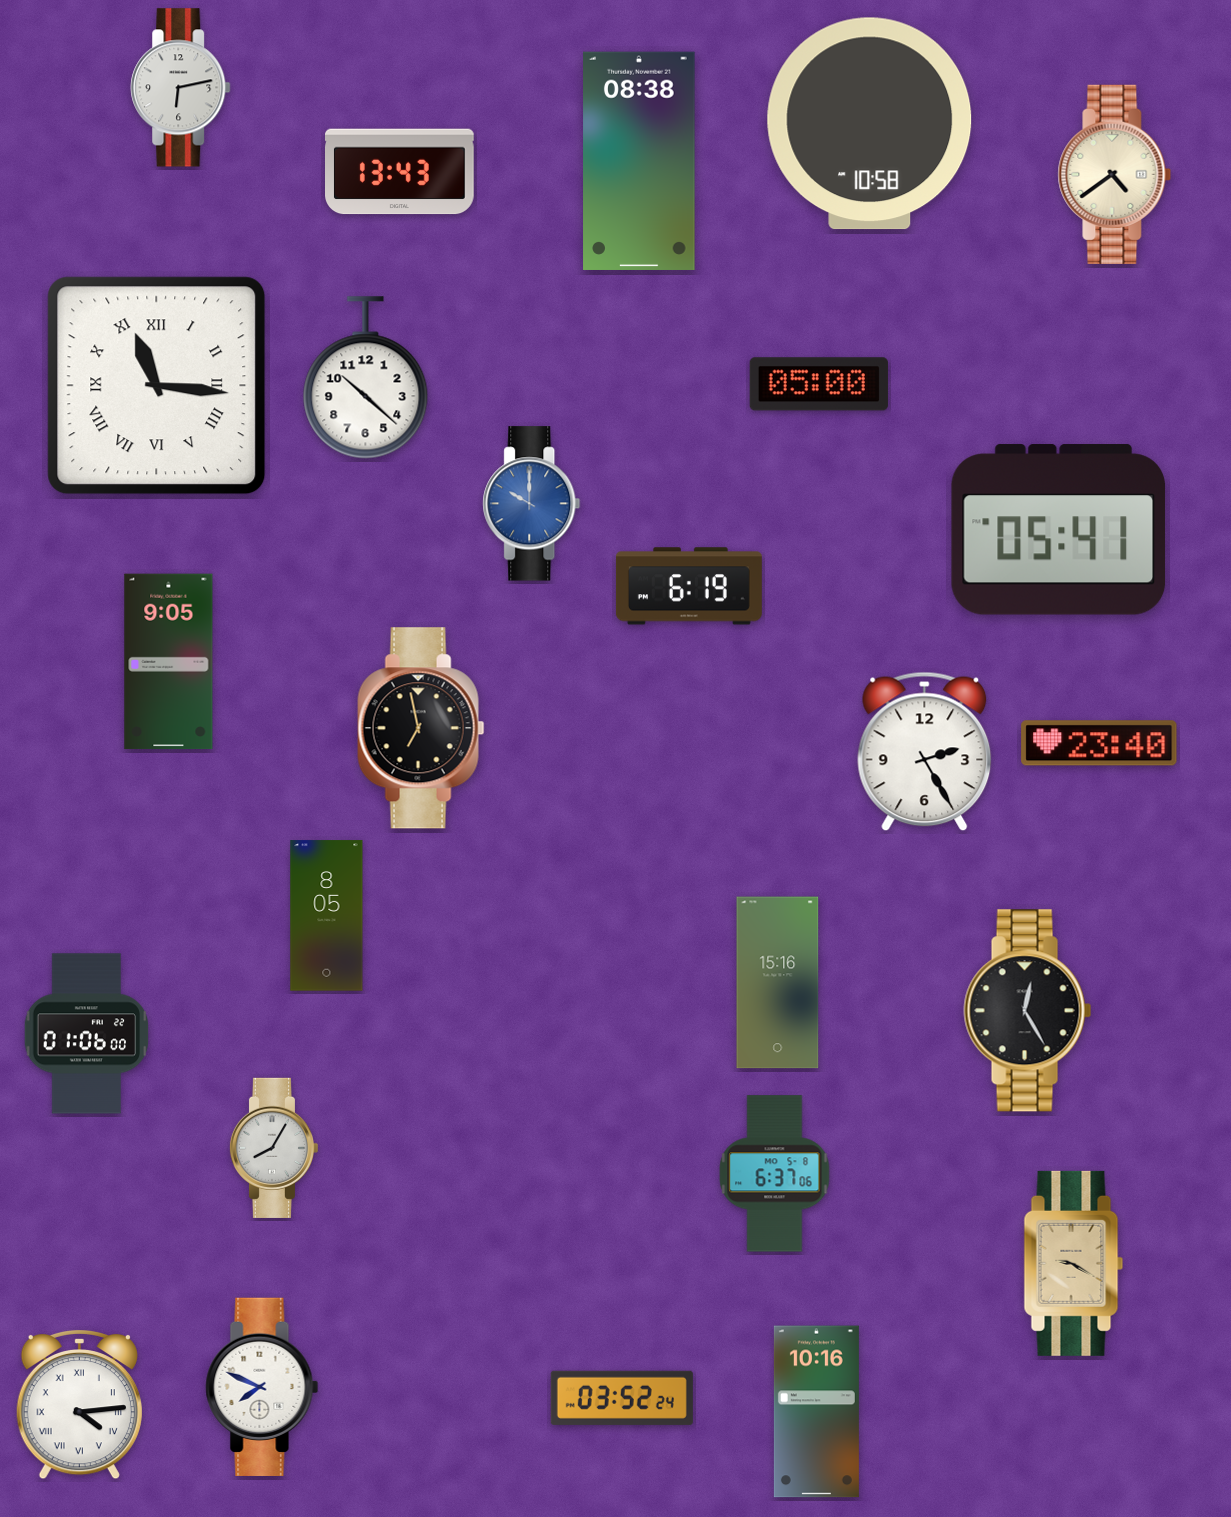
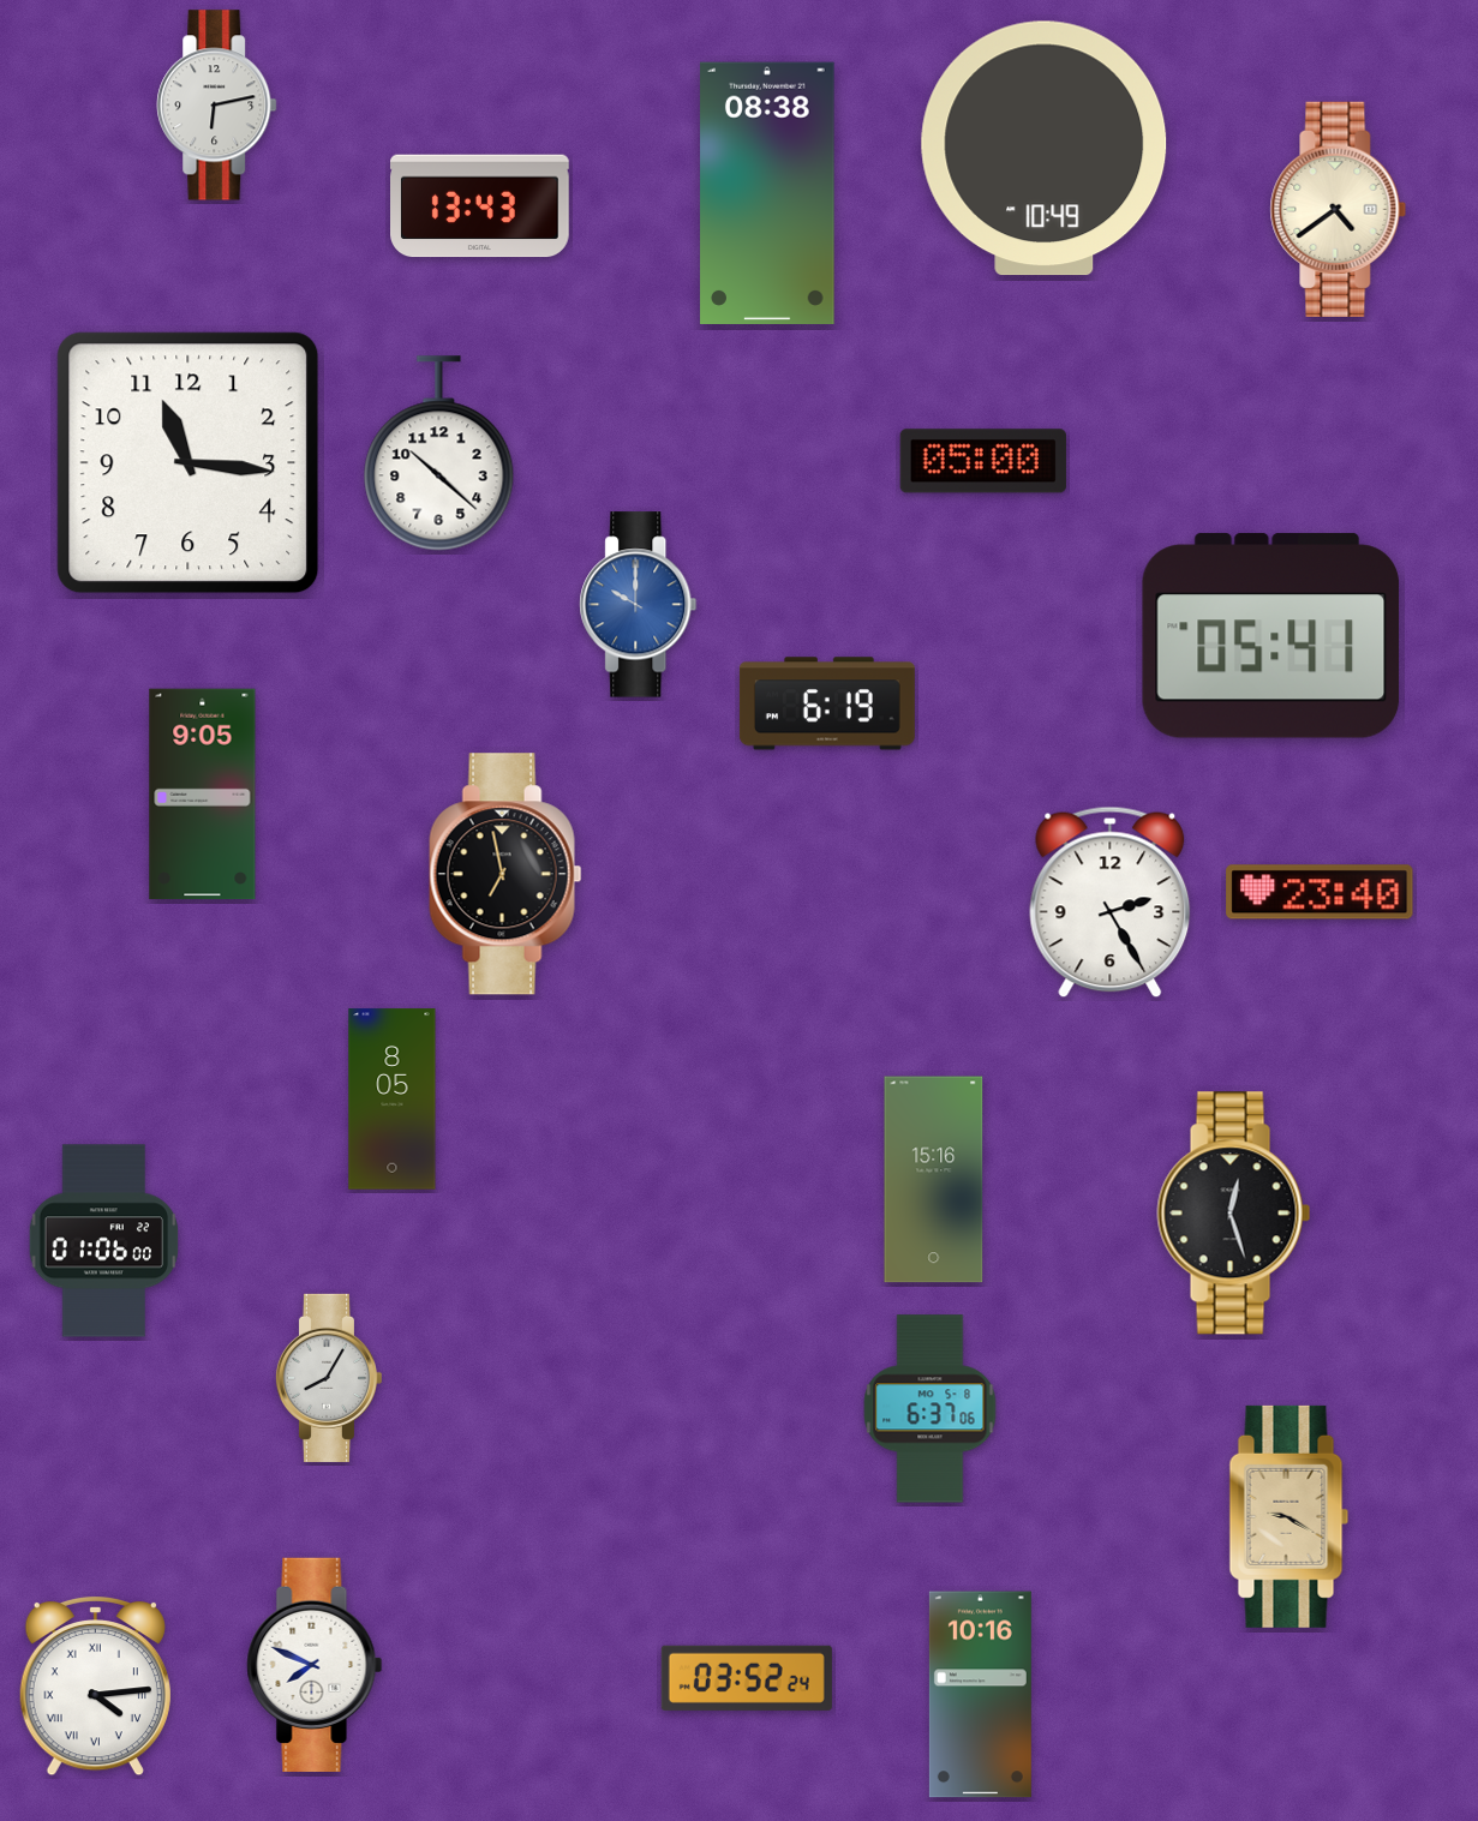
clock at (870, 124): 10:58 -> 10:49
clock at (157, 386) numerals: Roman -> Arabic
clock at (1028, 1011): 12:25 -> 12:27
